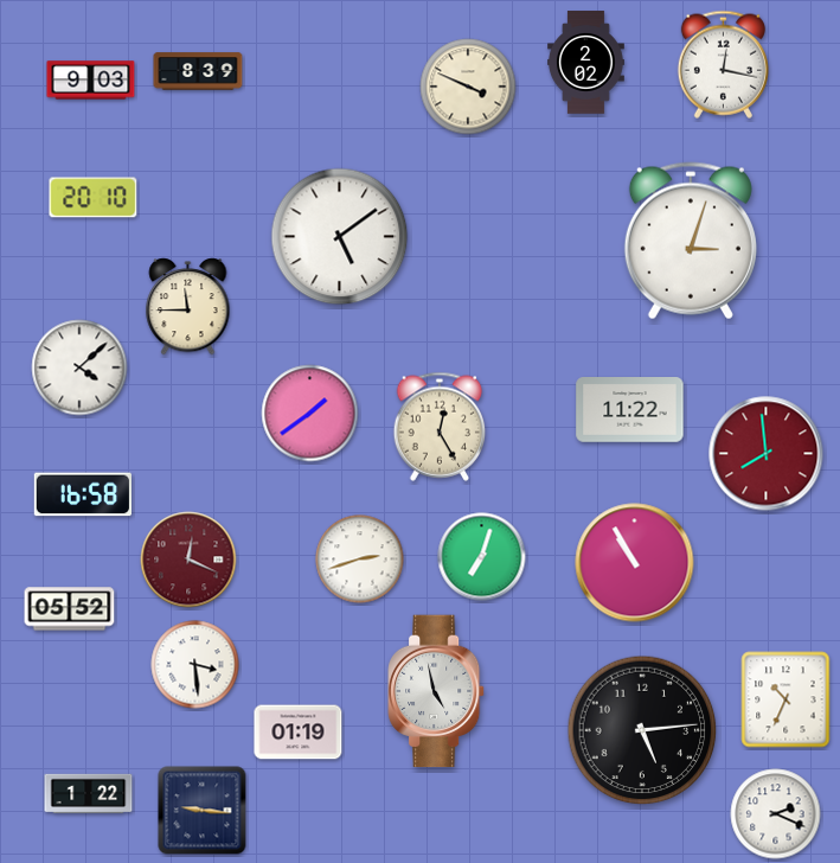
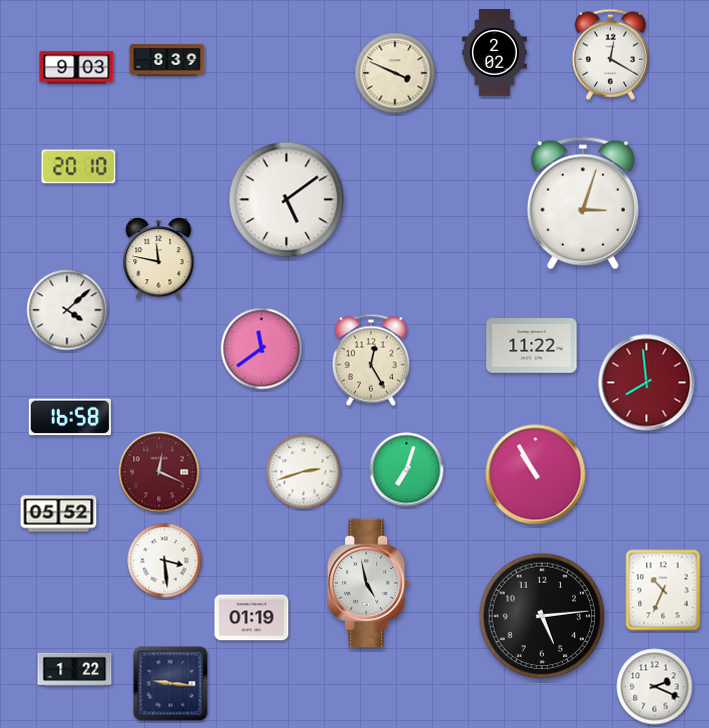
clock at (723, 64): 12:17 -> 12:20
clock at (188, 307): 11:45 -> 11:47
clock at (310, 414): 1:39 -> 11:39
